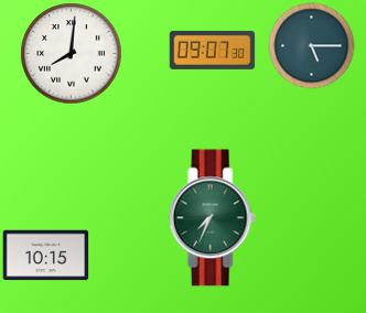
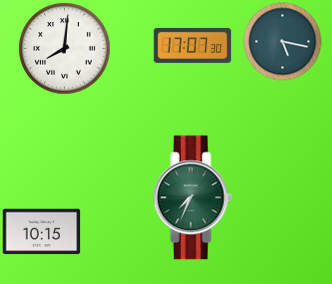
clock at (311, 45): 5:15 -> 5:17
clock at (212, 50): 09:07 -> 17:07
